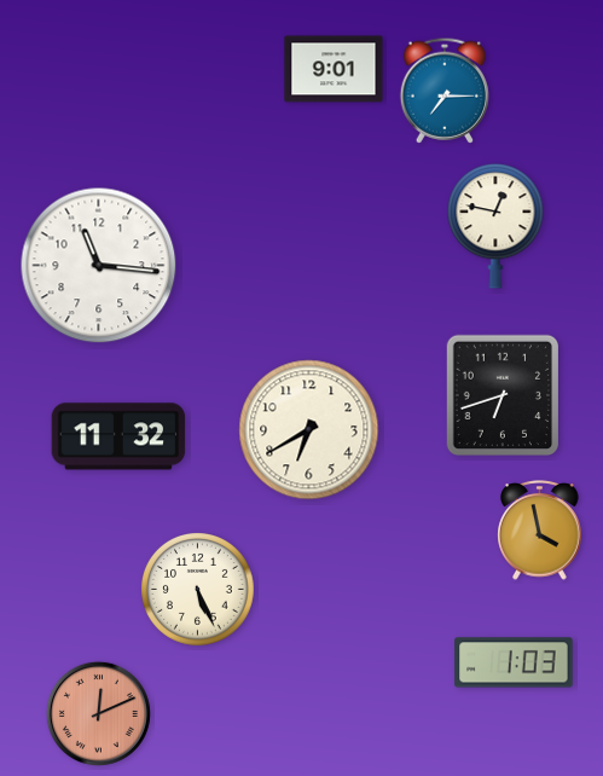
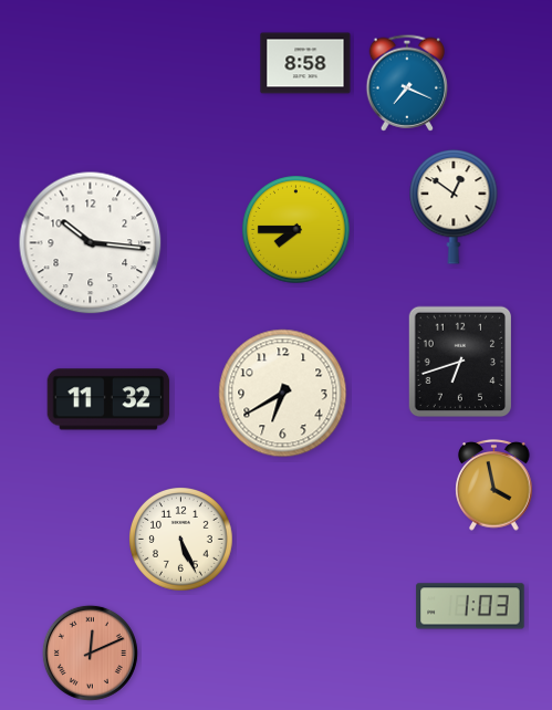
clock at (334, 69): 9:01 -> 8:58
clock at (443, 91): 7:15 -> 7:19
clock at (495, 226): 12:47 -> 12:51
clock at (296, 230): none -> 7:45
clock at (99, 266): 11:16 -> 10:16
